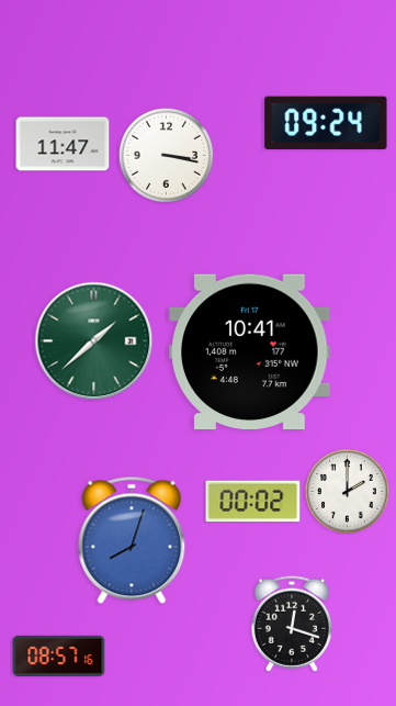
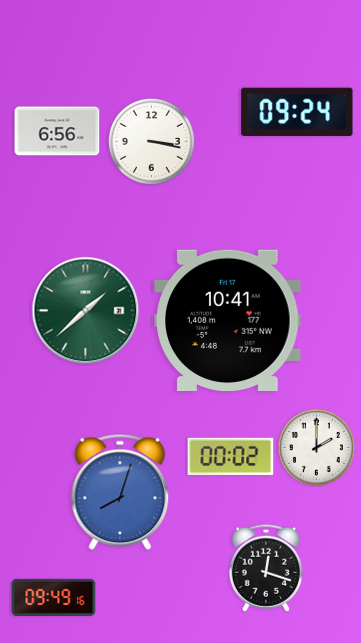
clock at (63, 144): 11:47 -> 6:56
clock at (59, 655): 08:57 -> 09:49
